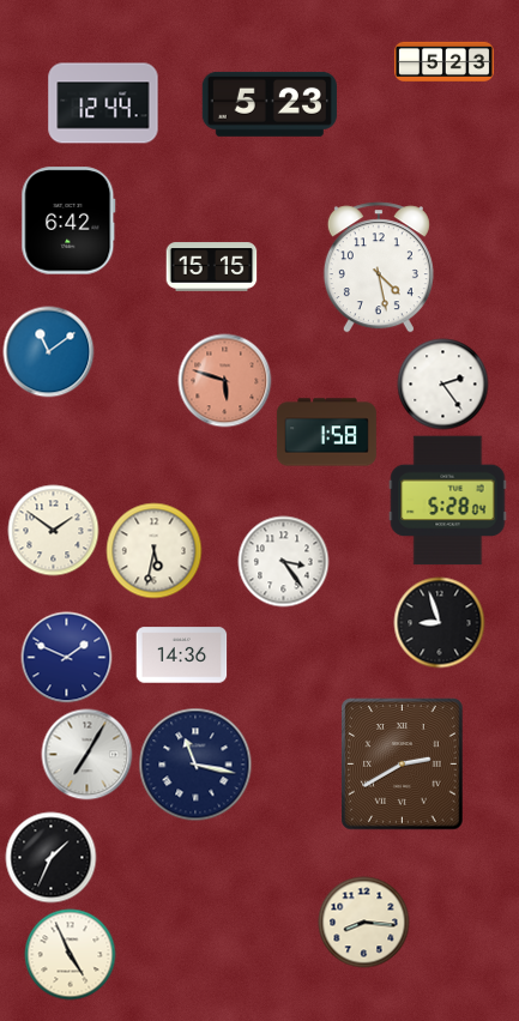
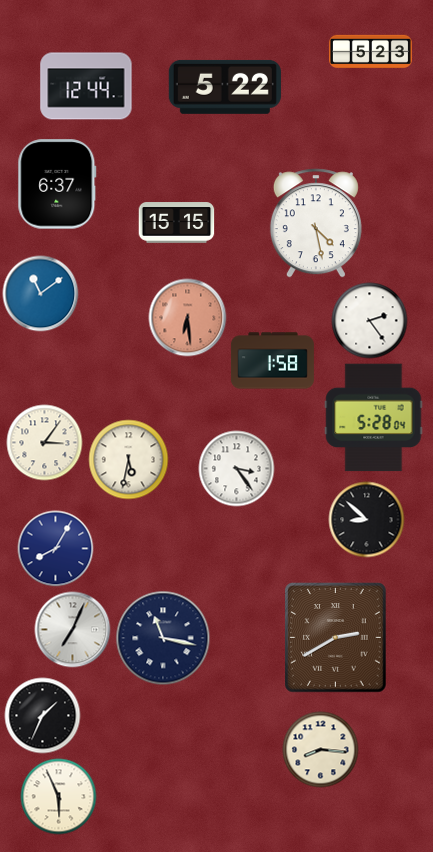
clock at (270, 104): 5:23 -> 5:22
clock at (68, 220): 6:42 -> 6:37
clock at (225, 381): 5:48 -> 6:29
clock at (54, 531): 1:51 -> 3:06
clock at (440, 623): 8:57 -> 8:52
clock at (182, 656): 14:36 -> none
clock at (67, 658): 1:49 -> 8:05
clock at (87, 755): 7:05 -> 7:04
clock at (364, 923) position: (364, 923) -> (321, 750)
clock at (71, 955): 4:56 -> 5:56
